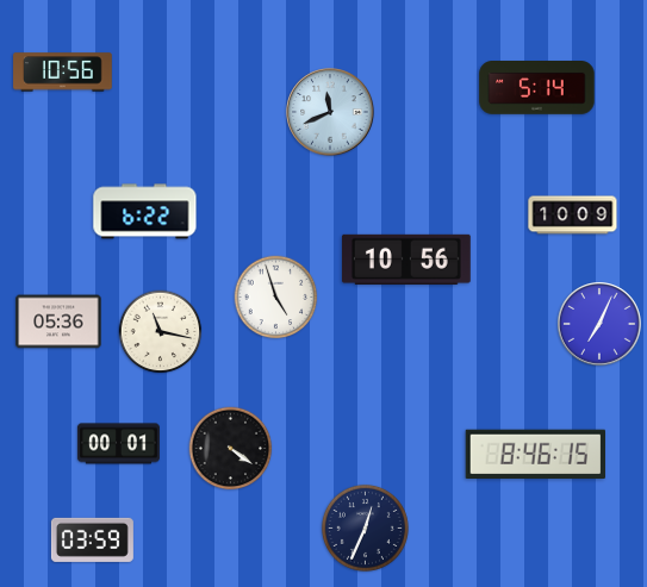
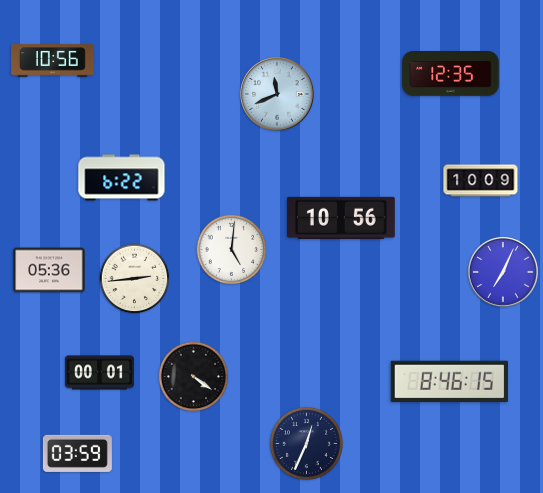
clock at (537, 88): 5:14 -> 12:35
clock at (276, 298): 4:57 -> 5:01
clock at (161, 332): 11:17 -> 2:44
